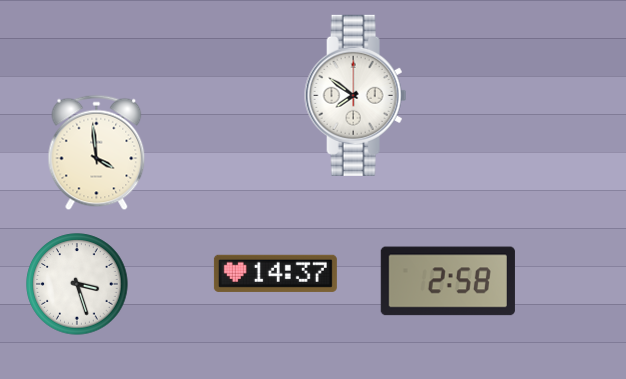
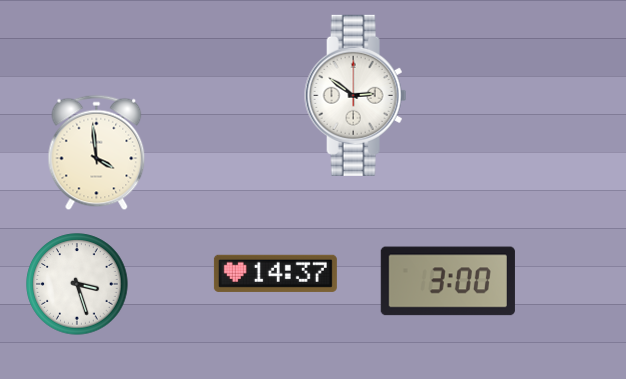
clock at (356, 95): 7:51 -> 2:51
clock at (448, 281): 2:58 -> 3:00
